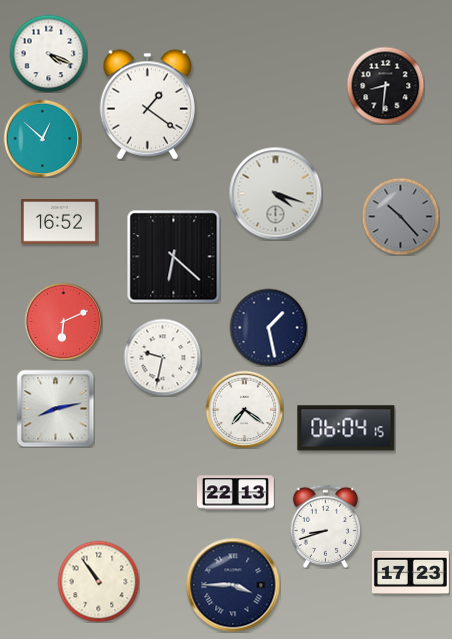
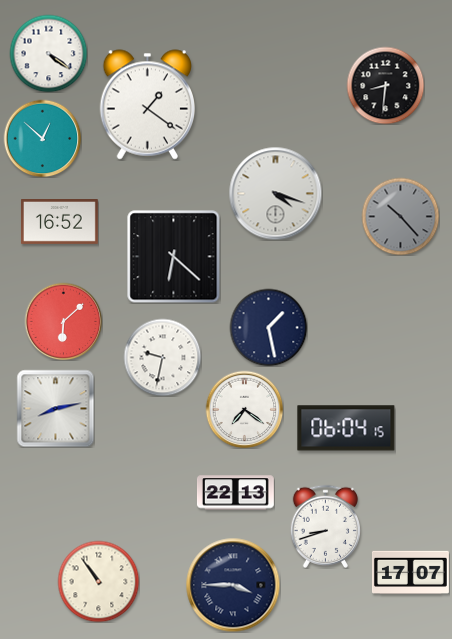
clock at (48, 53): 4:19 -> 4:21
clock at (63, 321): 6:11 -> 6:08
clock at (410, 572): 17:23 -> 17:07
